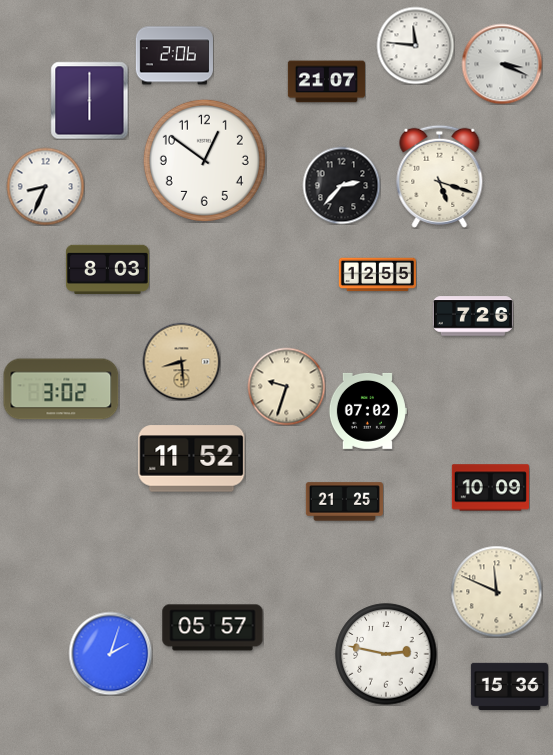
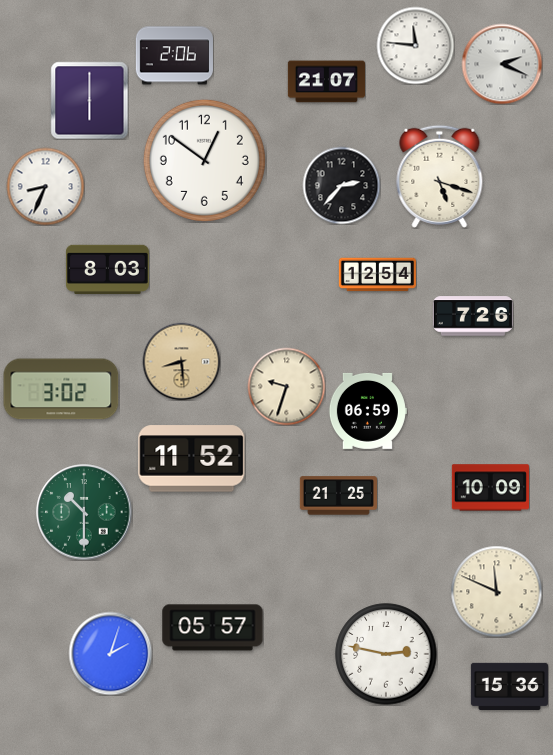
clock at (502, 64): 3:19 -> 2:19
clock at (377, 275): 12:55 -> 12:54
clock at (368, 411): 07:02 -> 06:59
clock at (344, 502) position: (344, 502) -> (338, 496)
clock at (84, 512): none -> 10:30
